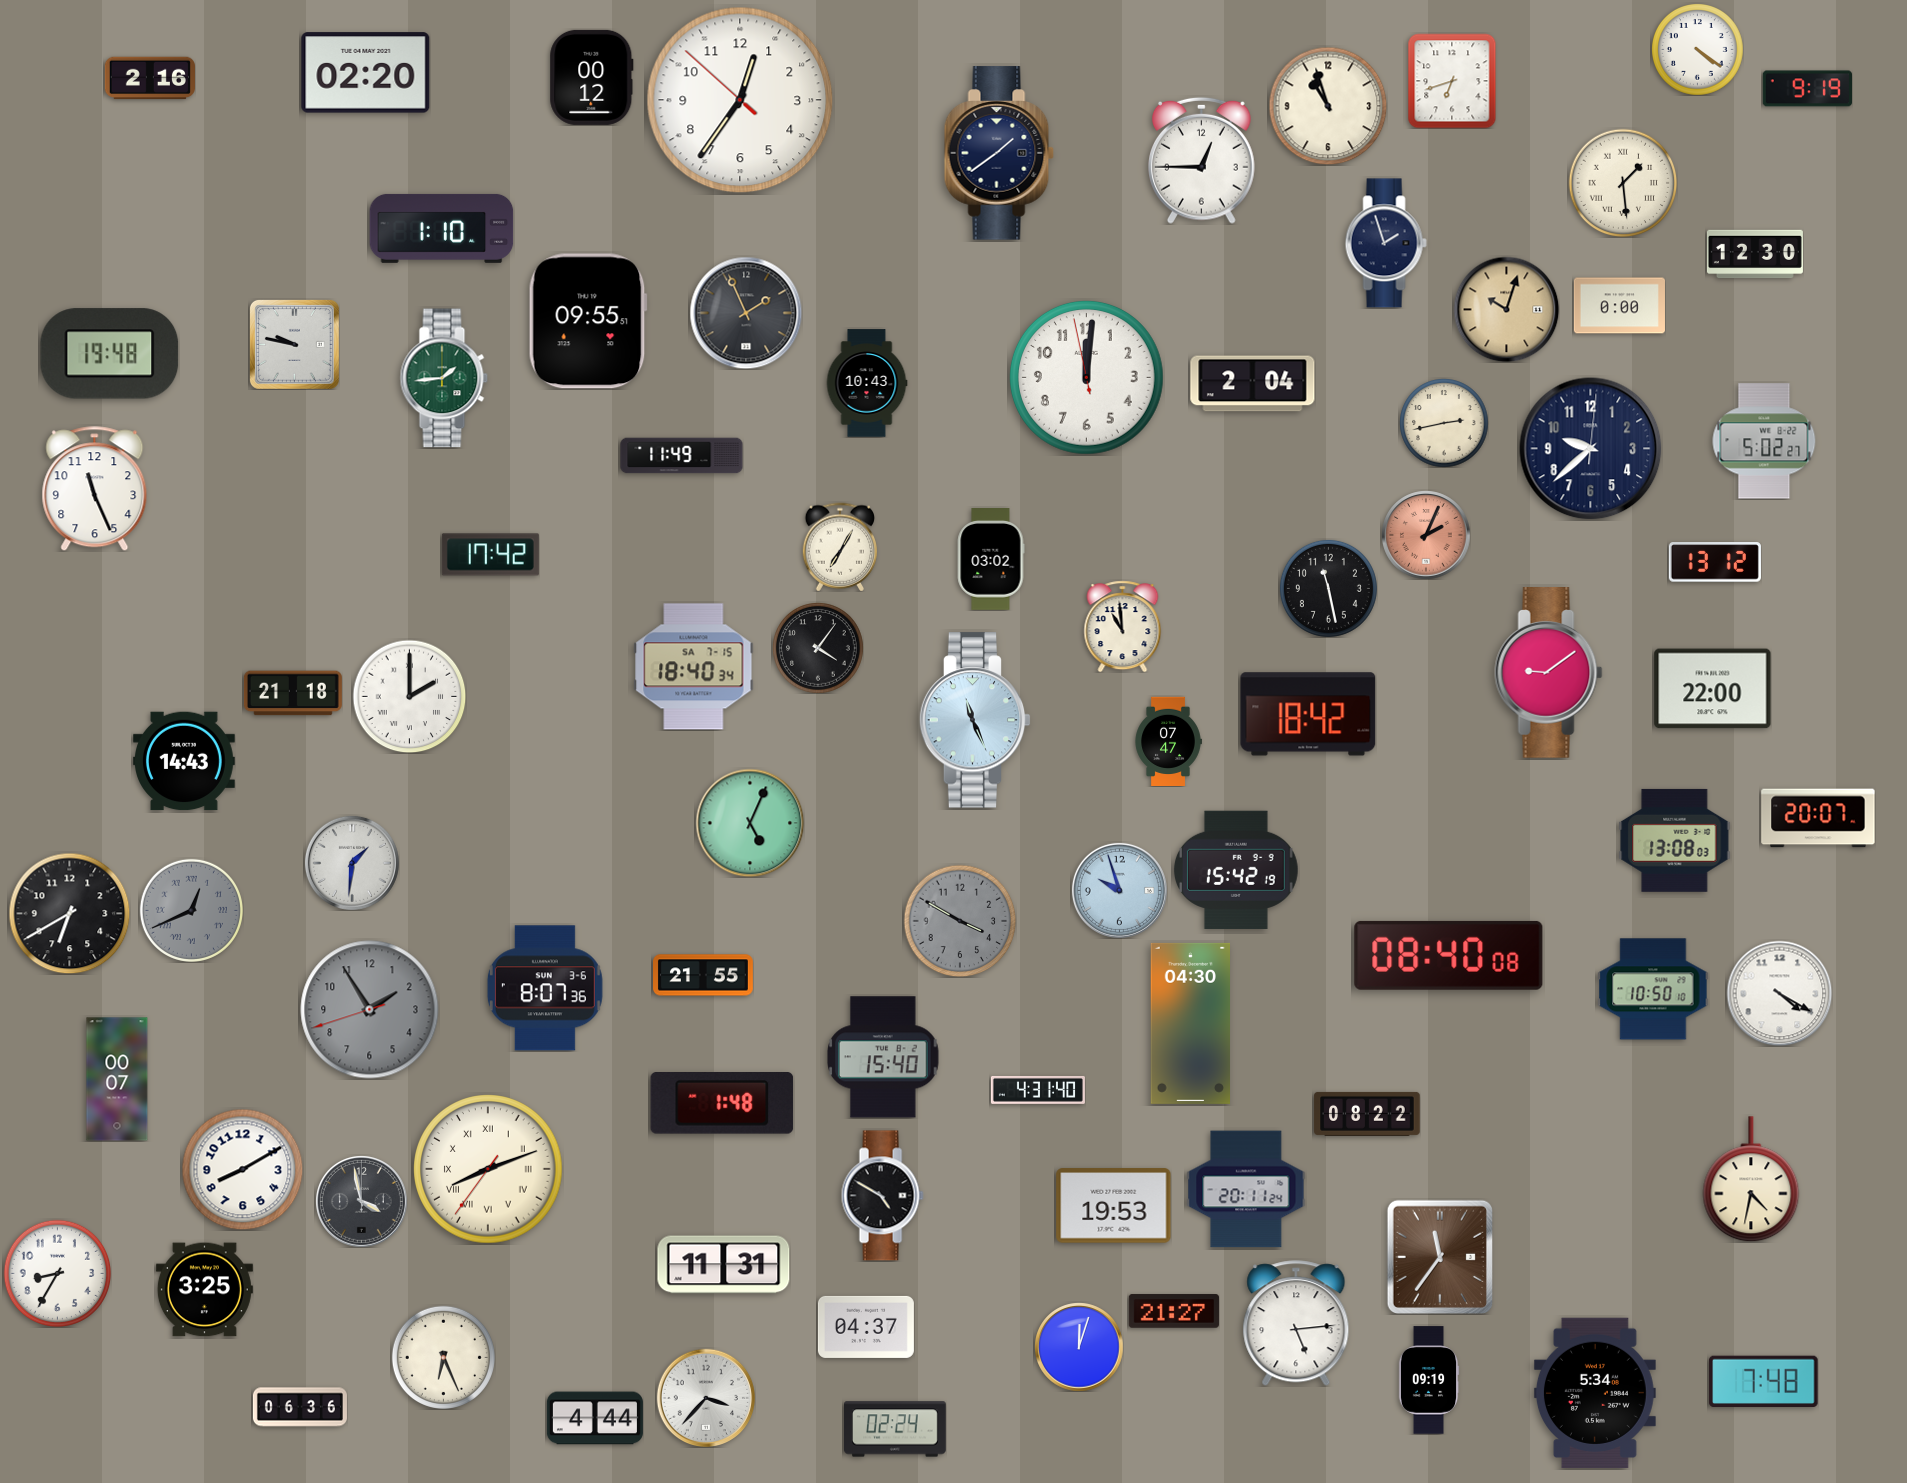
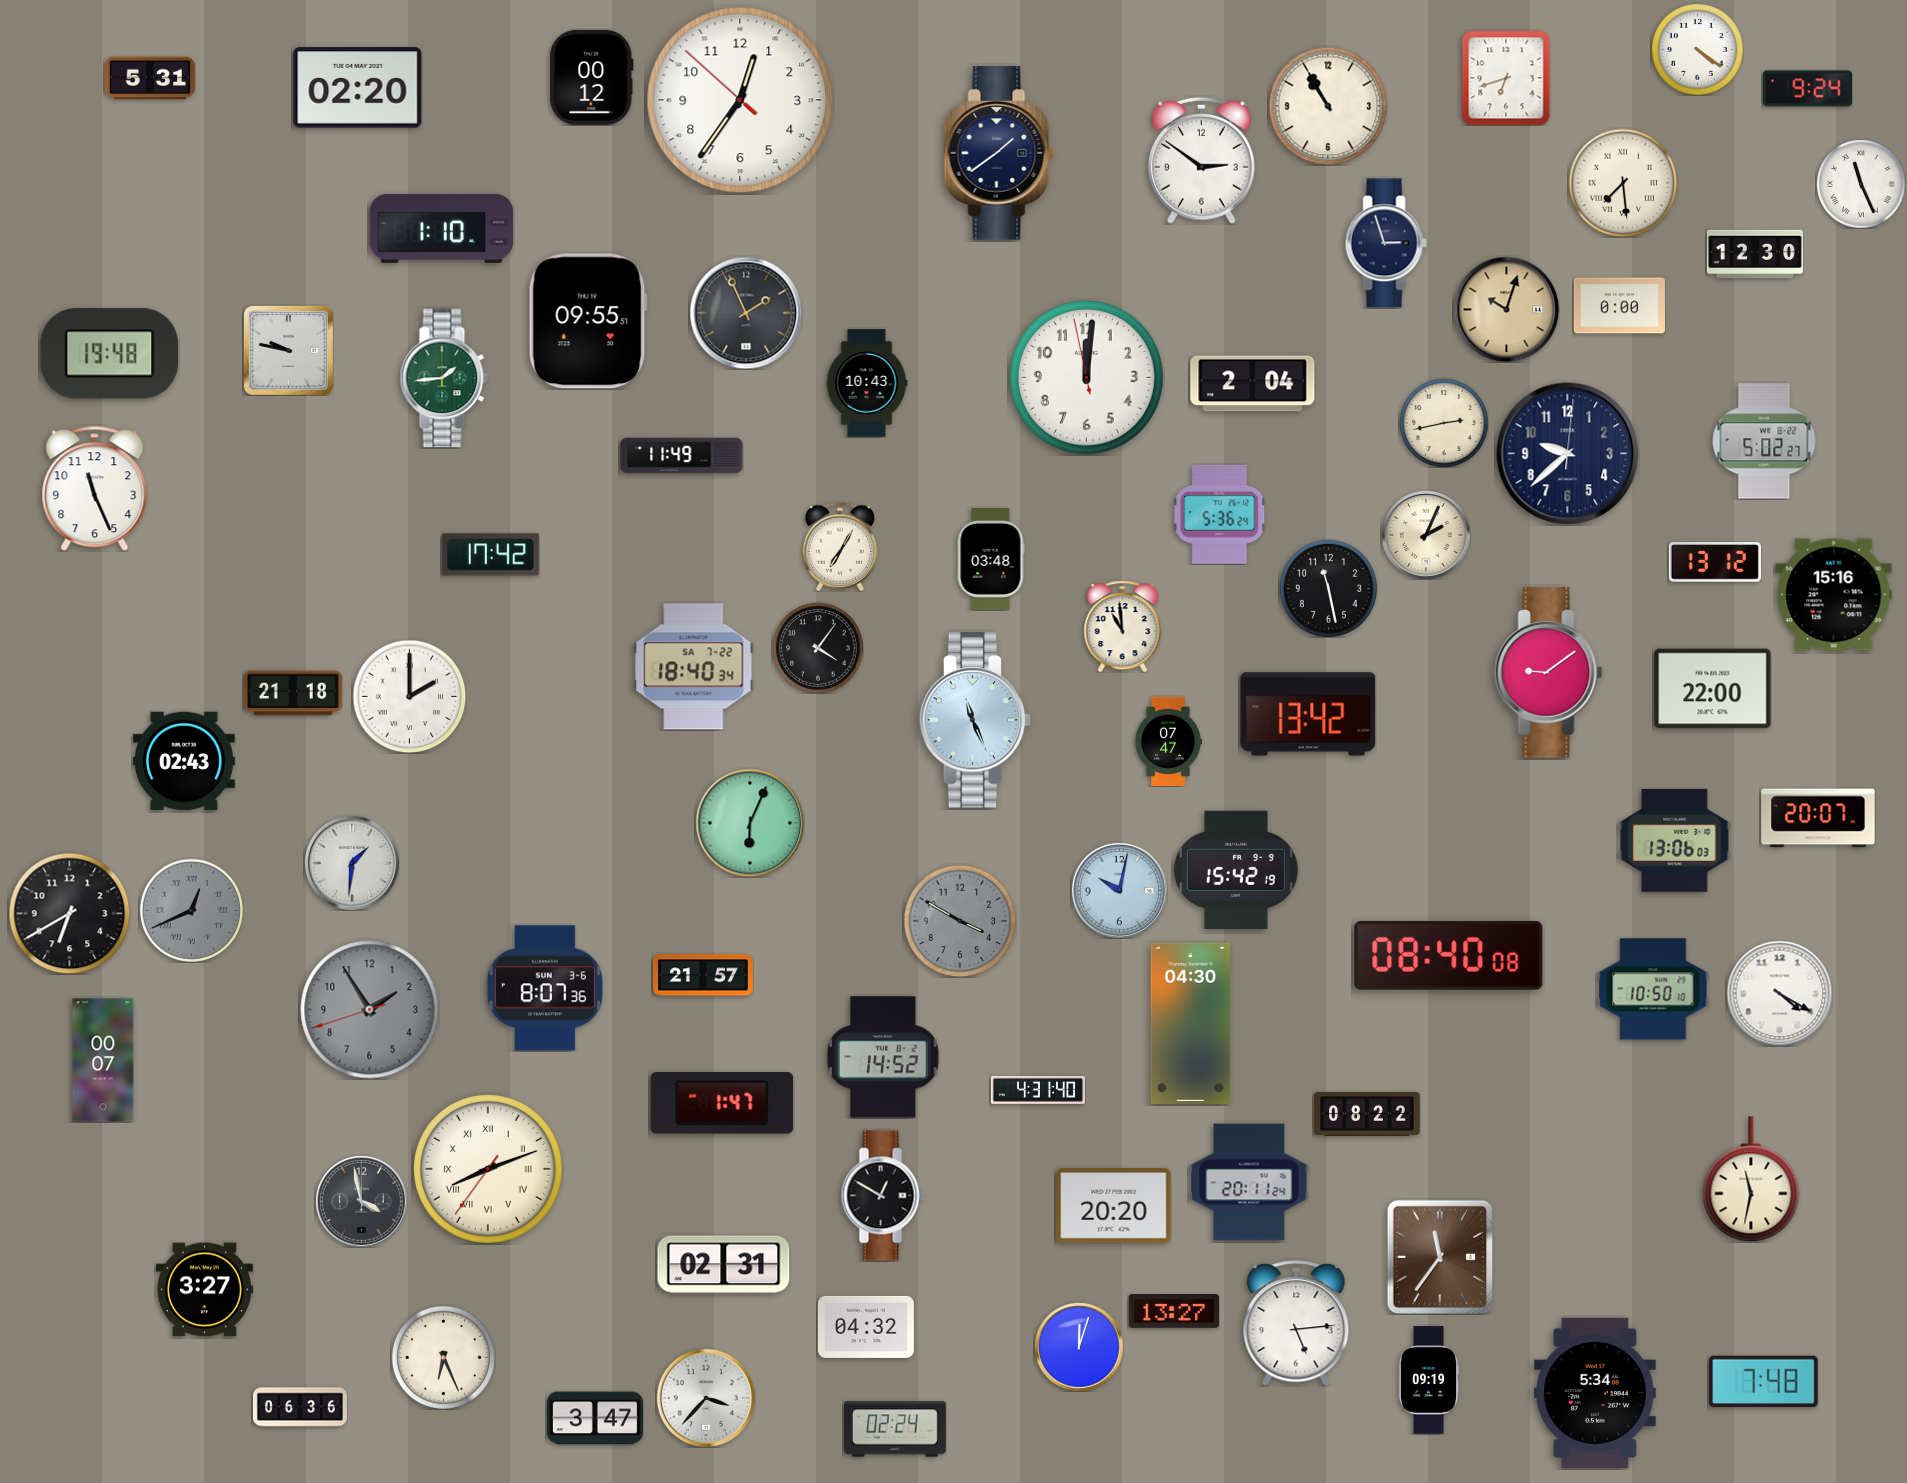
clock at (366, 73) position: (366, 73) -> (358, 88)
clock at (150, 78): 2:16 -> 5:31
clock at (1452, 81) position: (1452, 81) -> (1506, 78)
clock at (1807, 89): 9:19 -> 9:24
clock at (1328, 106): 10:57 -> 10:55
clock at (1202, 160): 12:45 -> 2:51
clock at (1623, 183): 1:29 -> 7:29
clock at (1861, 184): none -> 11:26
clock at (1386, 243): 1:57 -> 2:57
clock at (294, 344) position: (294, 344) -> (288, 350)
clock at (1591, 449) position: (1591, 449) -> (1568, 454)
clock at (1220, 514): none -> 5:36
clock at (1426, 535) dial: salmon -> cream
clock at (991, 560): 03:02 -> 03:48
clock at (1834, 595): none -> 15:16
clock at (694, 667) date: SA 7-15 -> SA 7-22
clock at (1308, 714): 18:42 -> 13:42
clock at (185, 761): 14:43 -> 02:43
clock at (750, 823): 5:04 -> 6:04
clock at (1675, 840): 13:08 -> 13:06
clock at (1119, 890): 9:57 -> 10:02
clock at (704, 975): 21:55 -> 21:57
clock at (883, 1057): 15:40 -> 14:52
clock at (117, 1079) position: (117, 1079) -> (103, 1060)
clock at (722, 1103): 1:48 -> 1:47
clock at (242, 1169): 8:10 -> none
clock at (1751, 1179): 4:32 -> 11:32
clock at (1246, 1189) position: (1246, 1189) -> (1249, 1182)
clock at (882, 1196): 4:50 -> 12:50
clock at (1114, 1206): 19:53 -> 20:20
clock at (724, 1265): 11:31 -> 02:31
clock at (57, 1273): 8:35 -> none
clock at (204, 1290): 3:25 -> 3:27
clock at (1174, 1311): 21:27 -> 13:27
clock at (866, 1327): 04:37 -> 04:32
clock at (595, 1418): 4:44 -> 3:47
